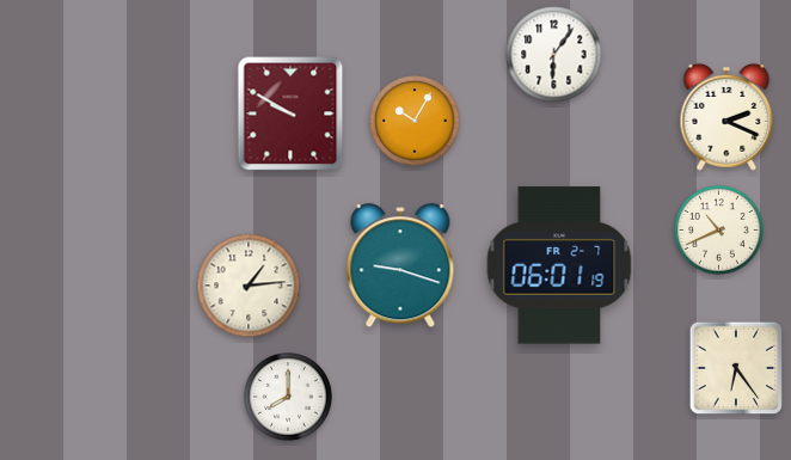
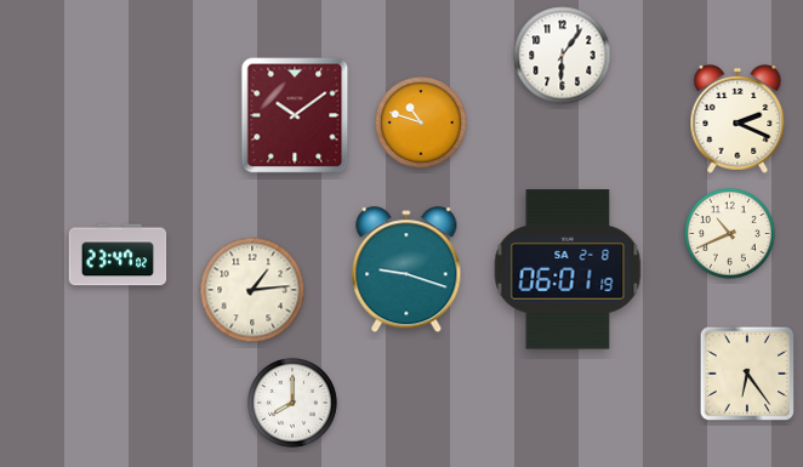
clock at (290, 114): 9:50 -> 10:09
clock at (415, 121): 10:05 -> 10:48
clock at (118, 255): none -> 23:47
clock at (559, 265) date: FR 2-7 -> SA 2-8
